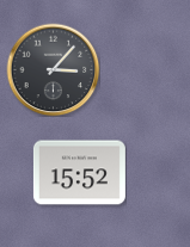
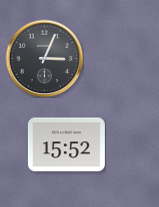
clock at (53, 69): 3:07 -> 3:04
